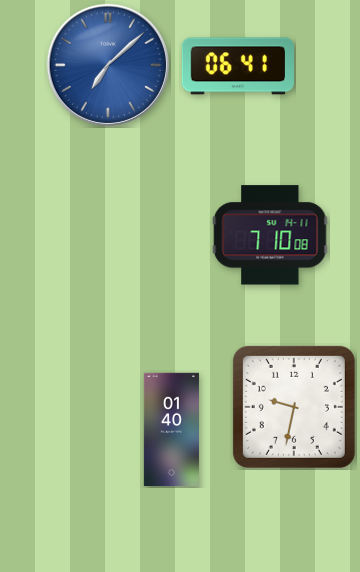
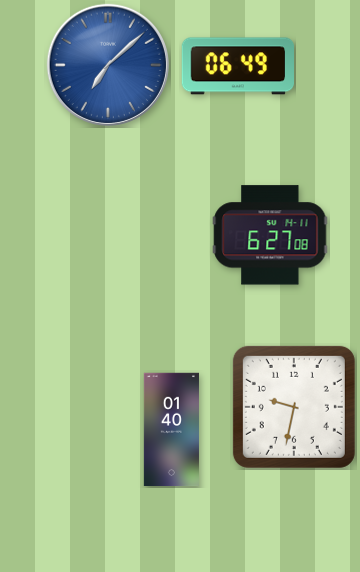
clock at (237, 66): 06:41 -> 06:49
clock at (270, 235): 7:10 -> 6:27
